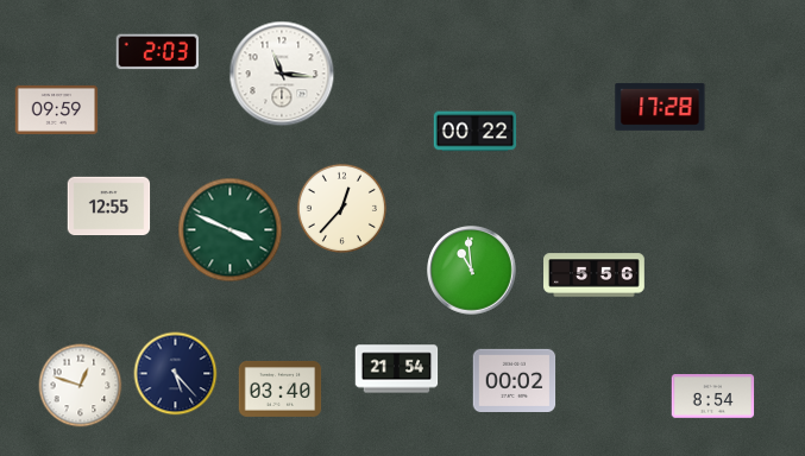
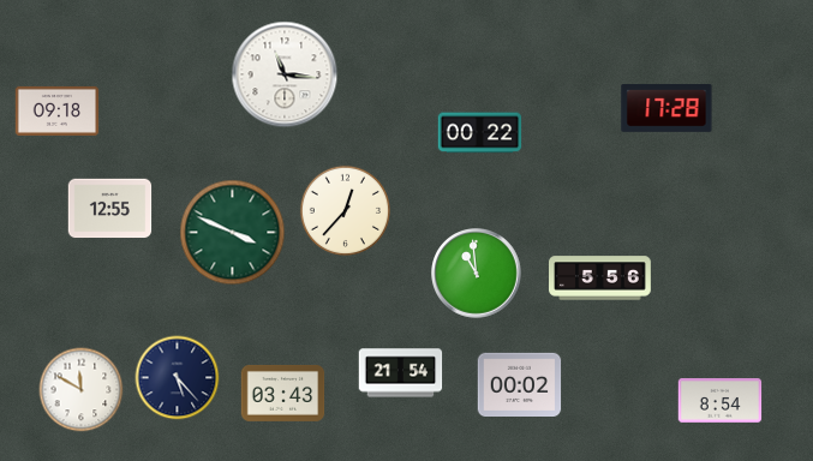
clock at (158, 52): 2:03 -> none
clock at (57, 109): 09:59 -> 09:18
clock at (81, 386): 12:48 -> 11:50
clock at (281, 388): 03:40 -> 03:43
